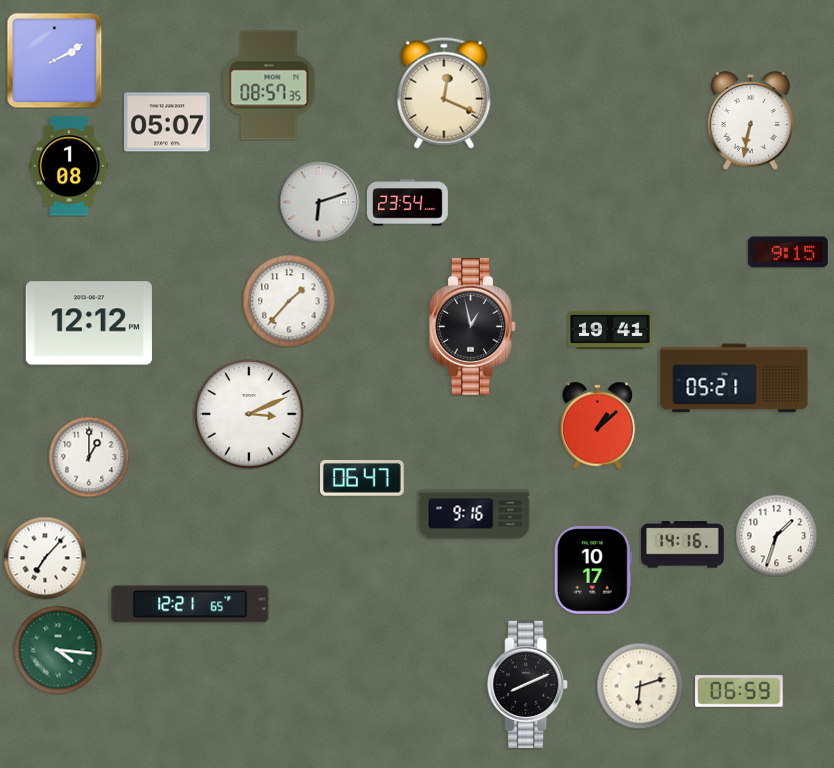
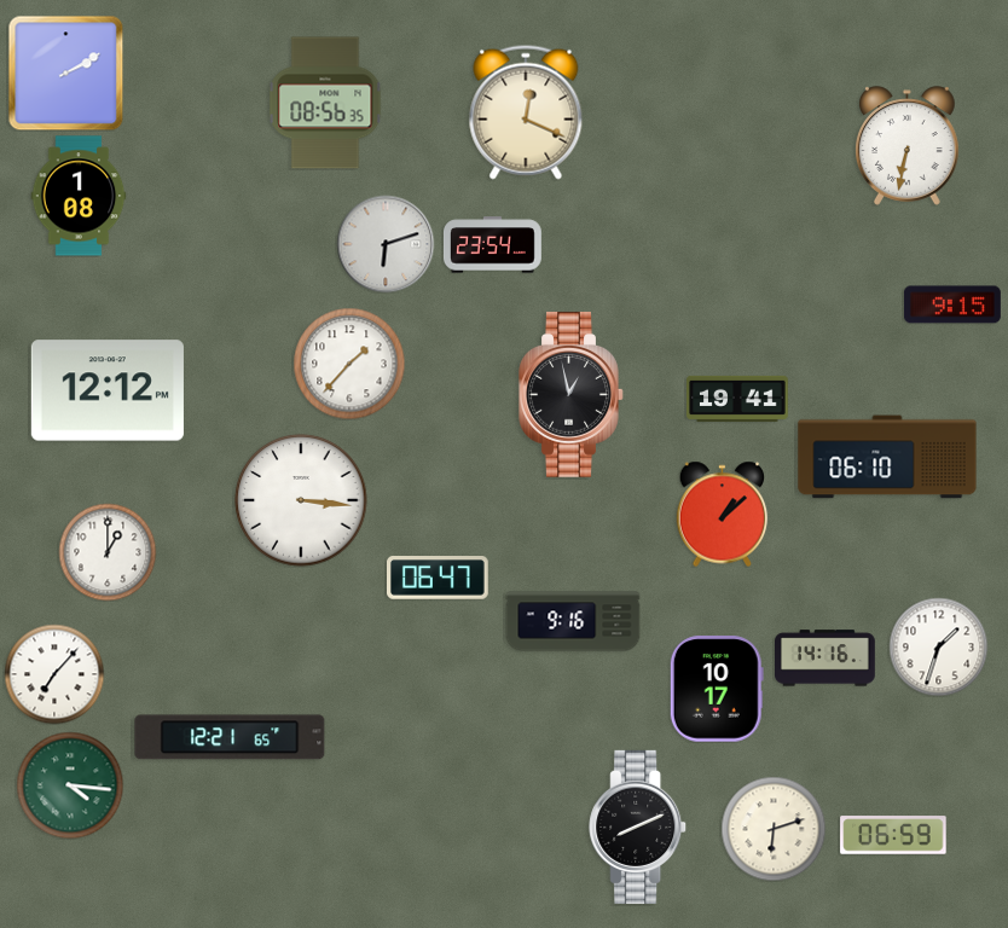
clock at (269, 85): 08:57 -> 08:56
clock at (444, 93) position: (444, 93) -> (526, 112)
clock at (167, 122): 05:07 -> none
clock at (69, 166) position: (69, 166) -> (79, 196)
clock at (734, 378): 05:21 -> 06:10
clock at (249, 414): 3:11 -> 3:16
clock at (190, 604) position: (190, 604) -> (230, 737)
